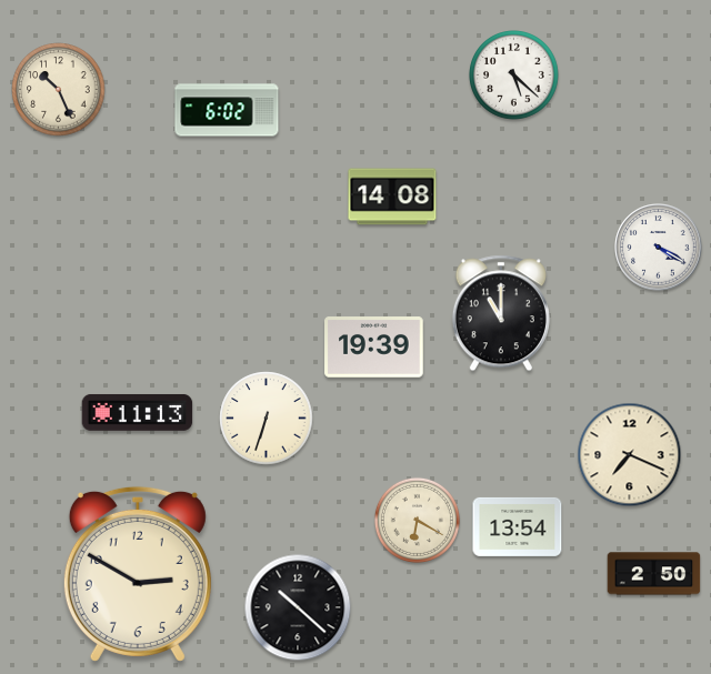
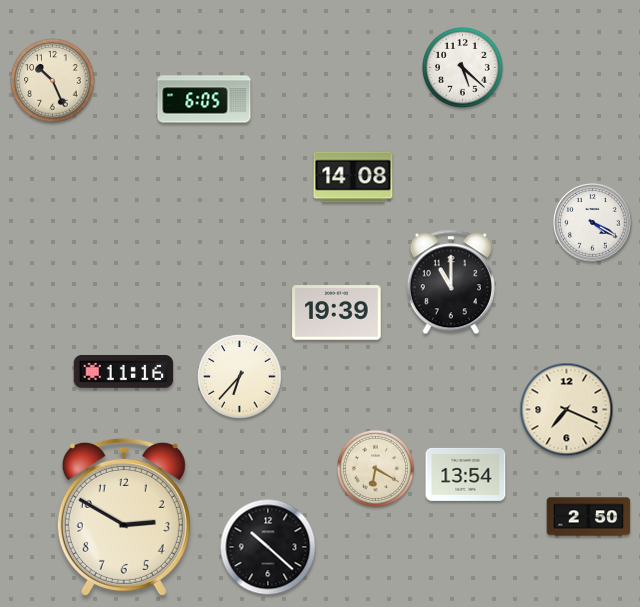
clock at (227, 110): 6:02 -> 6:05
clock at (138, 412): 11:13 -> 11:16
clock at (267, 419): 6:33 -> 6:37
